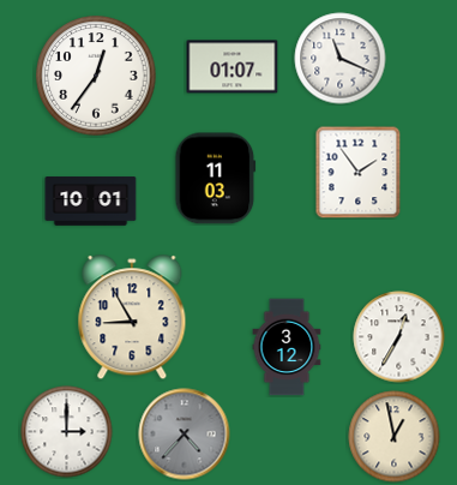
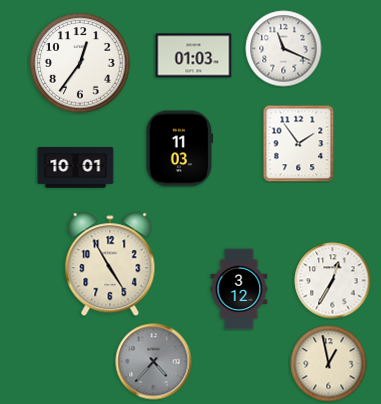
clock at (233, 67): 01:07 -> 01:03
clock at (132, 318): 8:55 -> 4:55
clock at (67, 432): 3:00 -> none
